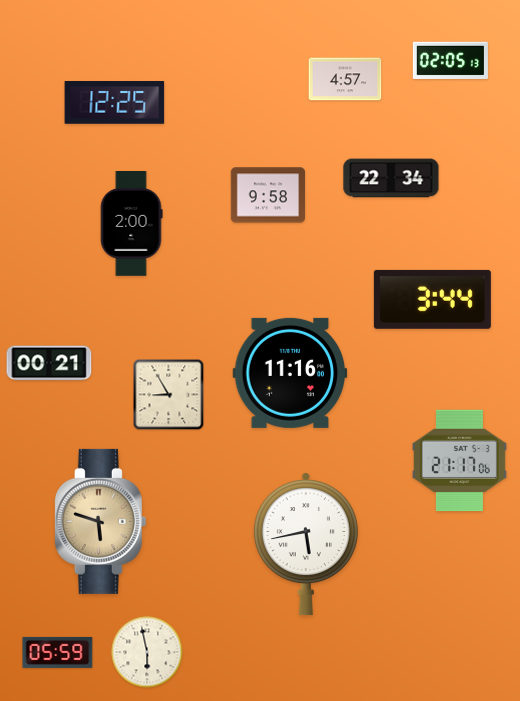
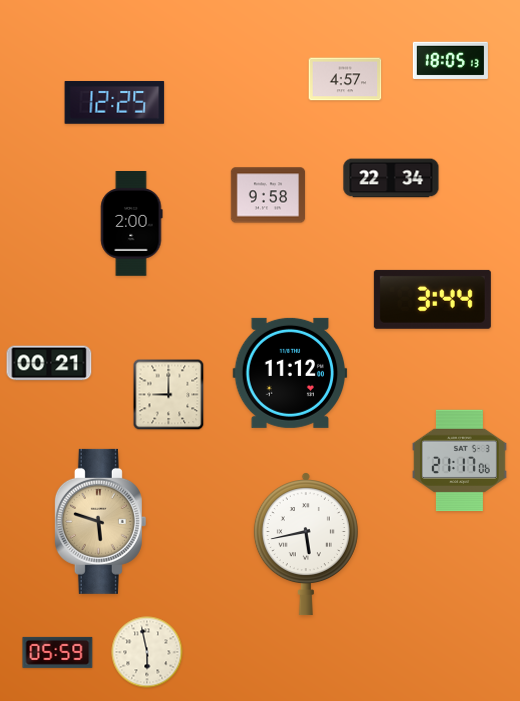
clock at (450, 60): 02:05 -> 18:05
clock at (290, 373): 11:16 -> 11:12
clock at (169, 395): 8:55 -> 9:00
